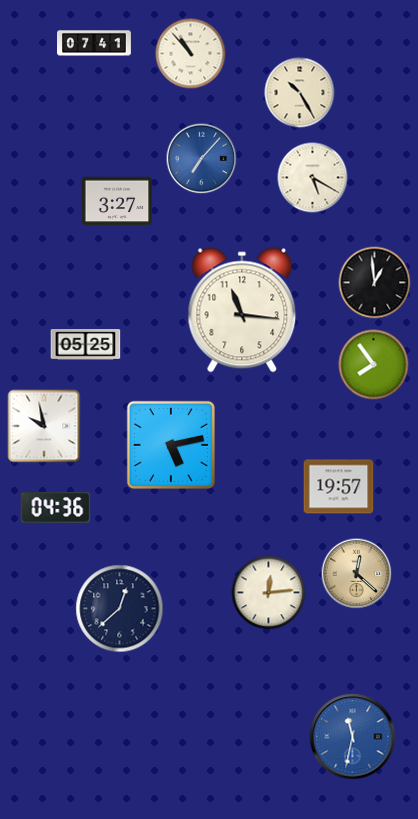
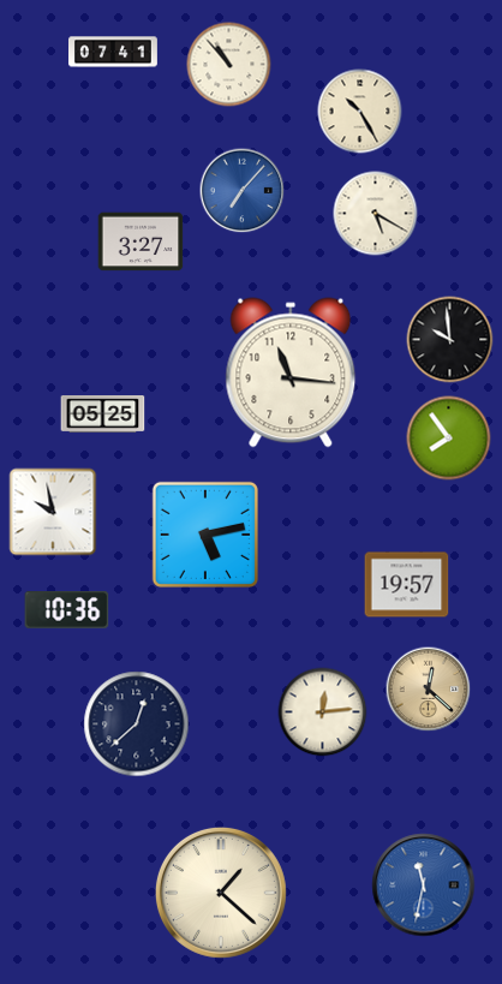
clock at (375, 283): 12:59 -> 9:59
clock at (56, 508): 04:36 -> 10:36
clock at (120, 609) position: (120, 609) -> (137, 724)
clock at (221, 893): none -> 1:22
